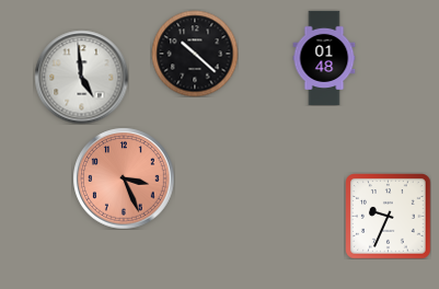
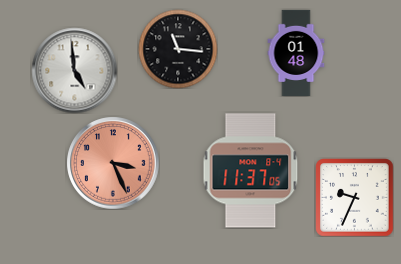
clock at (195, 54): 10:22 -> 11:16
clock at (251, 171): none -> 11:37
